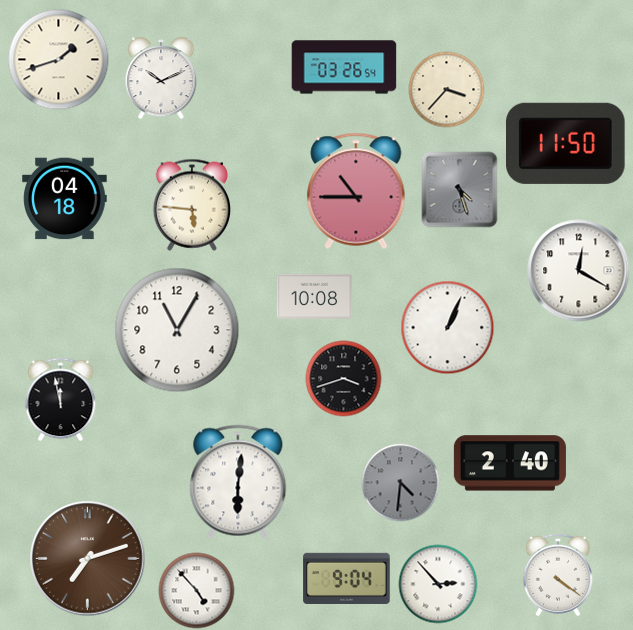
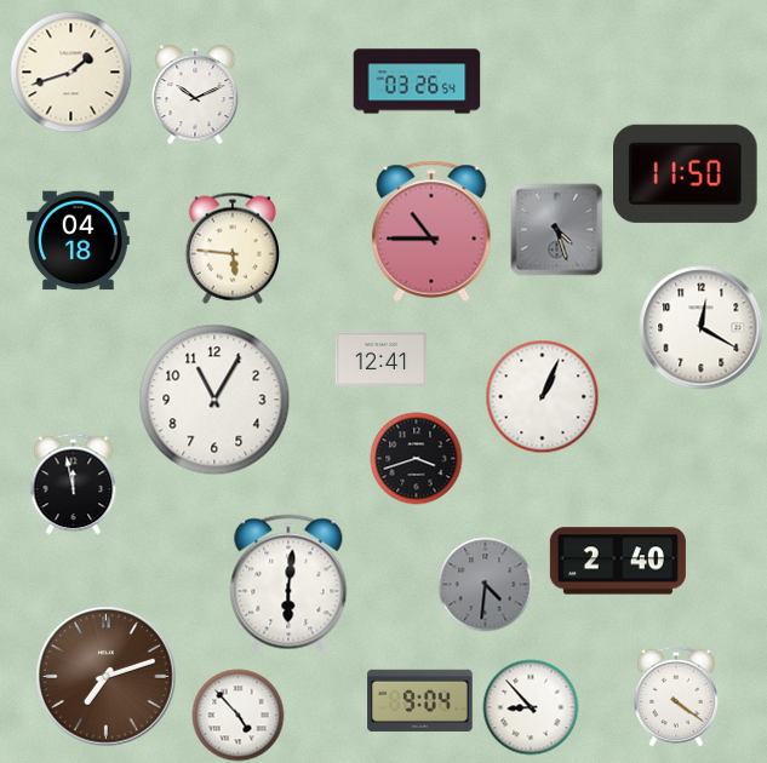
clock at (447, 90): 3:37 -> none
clock at (315, 296): 10:08 -> 12:41
clock at (438, 584): 2:53 -> 8:53
